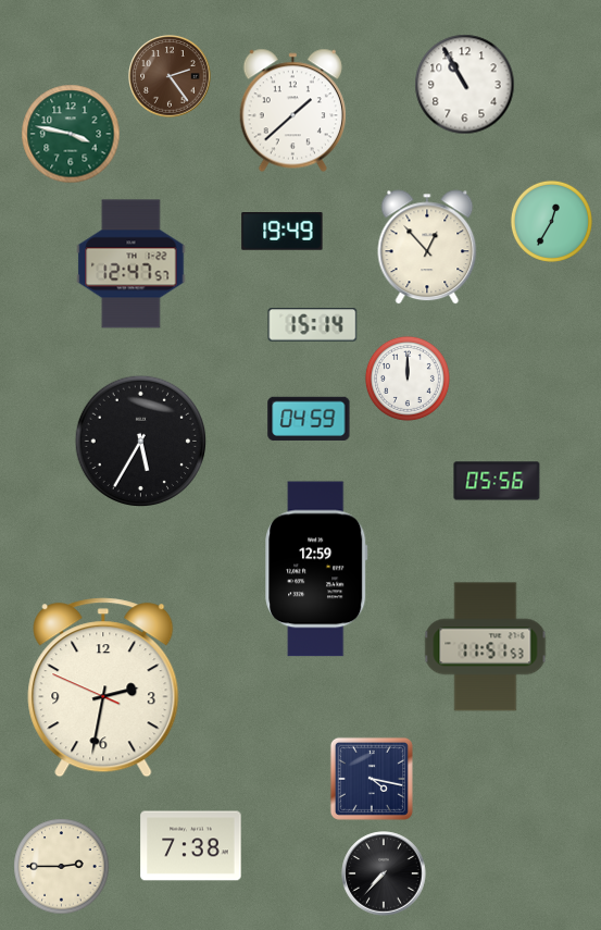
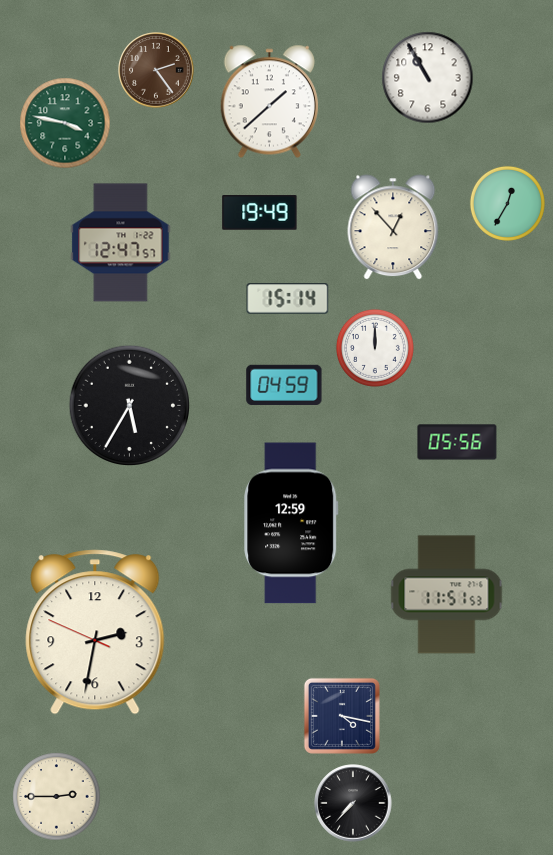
clock at (191, 846): 7:38 -> none
